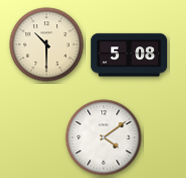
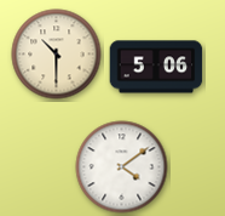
clock at (129, 55): 5:08 -> 5:06
clock at (104, 138) position: (104, 138) -> (122, 167)
